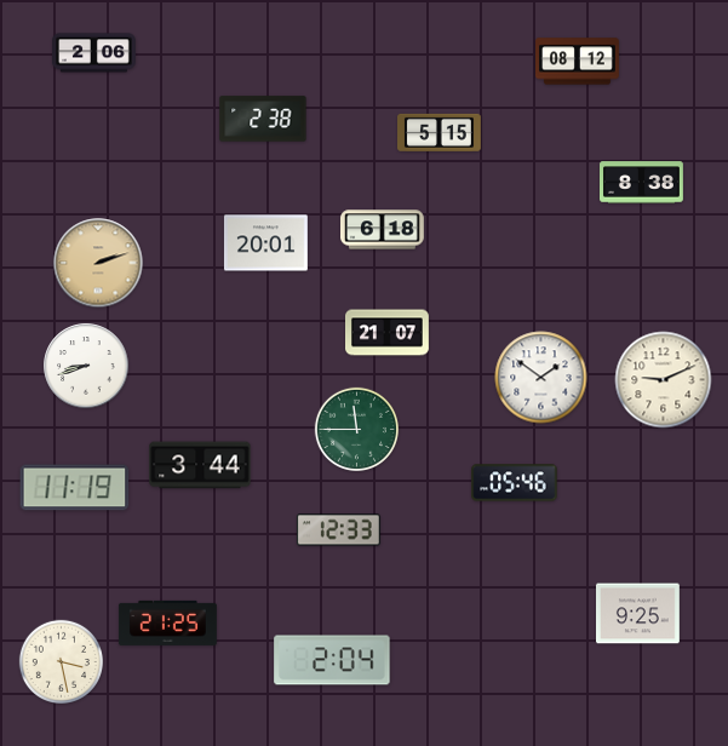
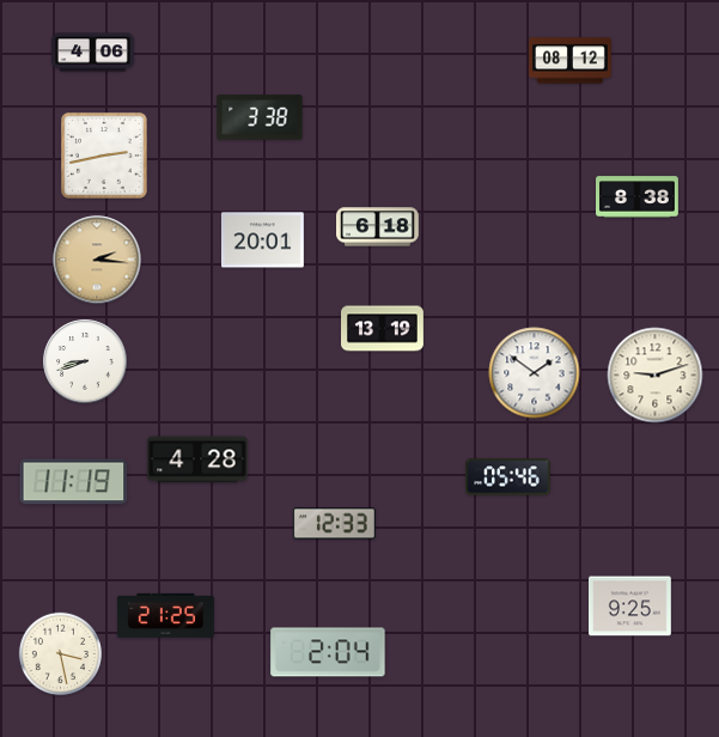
clock at (94, 53): 2:06 -> 4:06
clock at (263, 119): 2:38 -> 3:38
clock at (440, 132): 5:15 -> none
clock at (105, 157): none -> 2:43
clock at (642, 183) position: (642, 183) -> (638, 197)
clock at (98, 263): 2:12 -> 2:16
clock at (388, 333): 21:07 -> 13:19
clock at (664, 380): 9:11 -> 9:12
clock at (356, 429): 11:45 -> none
clock at (200, 465): 3:44 -> 4:28
